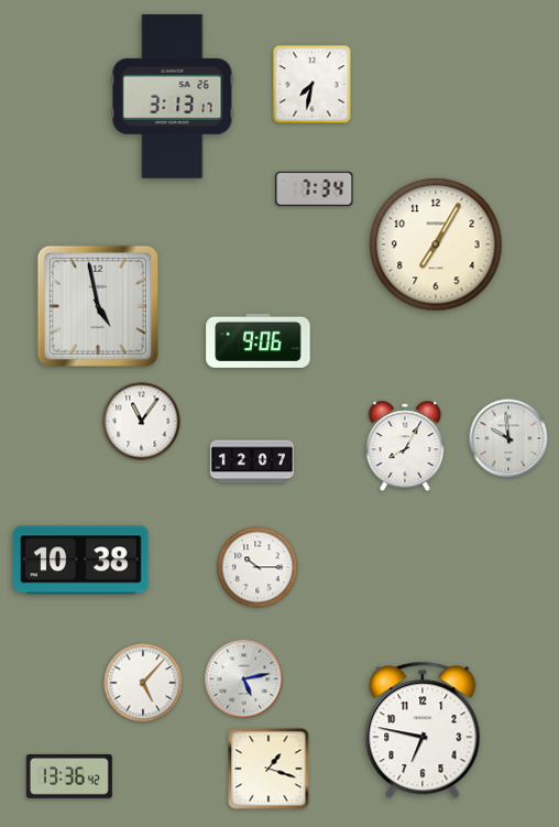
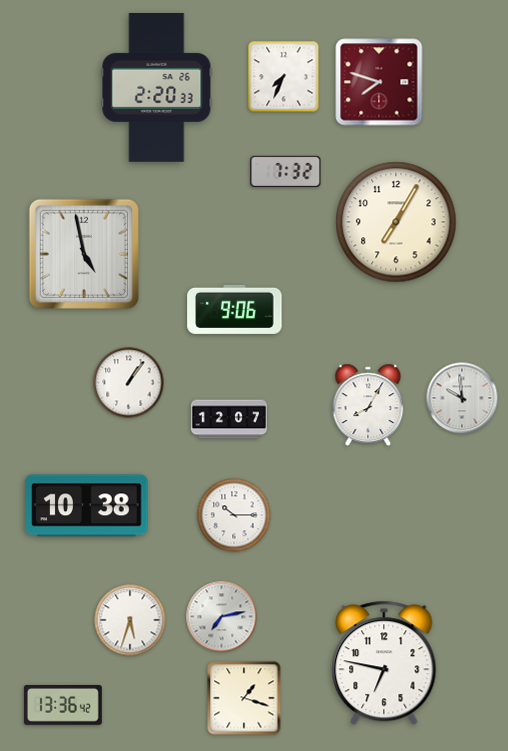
clock at (313, 85): 7:32 -> 7:34
clock at (379, 82): none -> 7:48
clock at (173, 96): 3:13 -> 2:20
clock at (315, 188): 7:34 -> 7:32
clock at (98, 306) position: (98, 306) -> (84, 254)
clock at (142, 422): 11:06 -> 1:06
clock at (81, 561) position: (81, 561) -> (87, 506)
clock at (244, 679): 5:13 -> 7:13
clock at (143, 683): 5:07 -> 5:33
